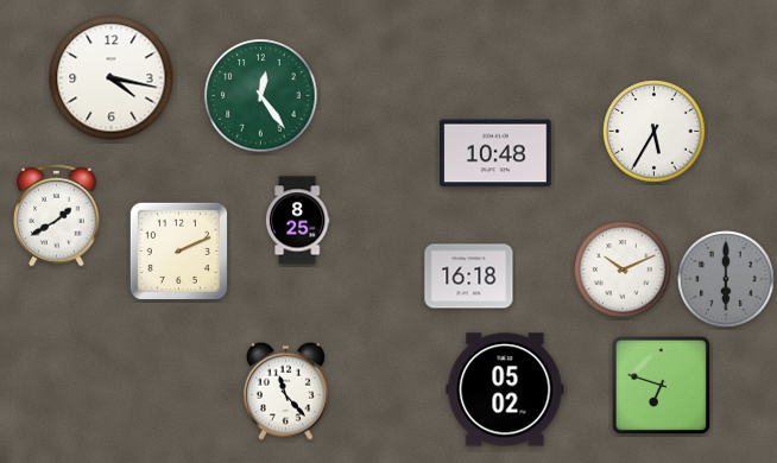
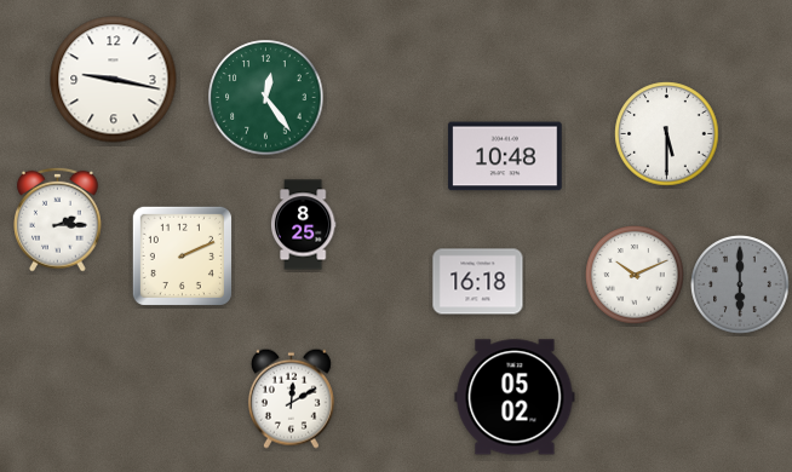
clock at (112, 78): 4:17 -> 9:17
clock at (655, 132): 5:35 -> 5:30
clock at (57, 215): 1:40 -> 2:15
clock at (662, 386): 6:48 -> none
clock at (285, 391): 11:23 -> 12:10
